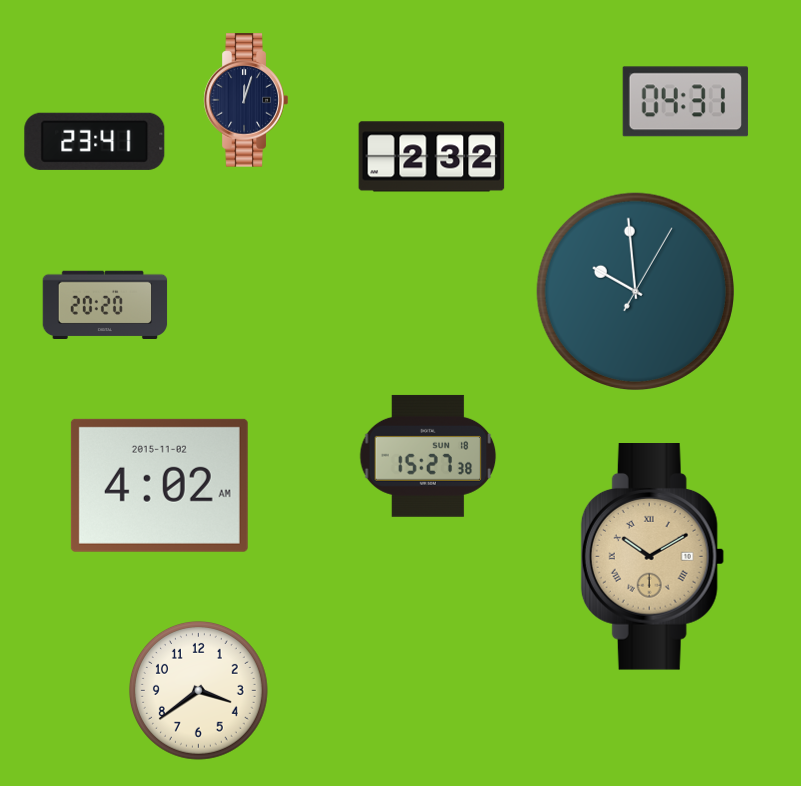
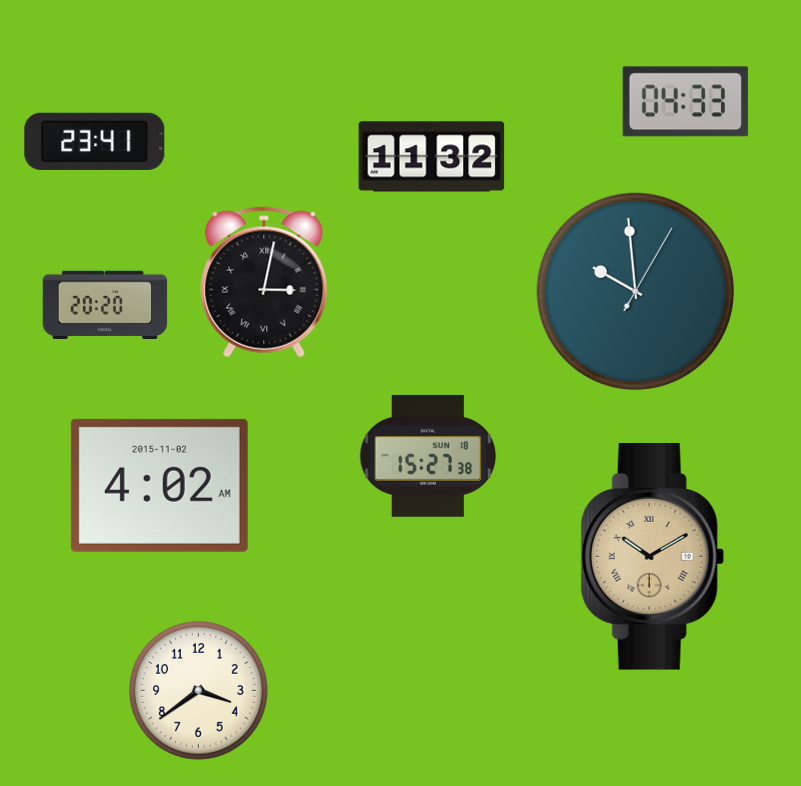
clock at (246, 100): 12:03 -> none
clock at (685, 102): 04:31 -> 04:33
clock at (432, 157): 2:32 -> 11:32
clock at (264, 282): none -> 3:02
